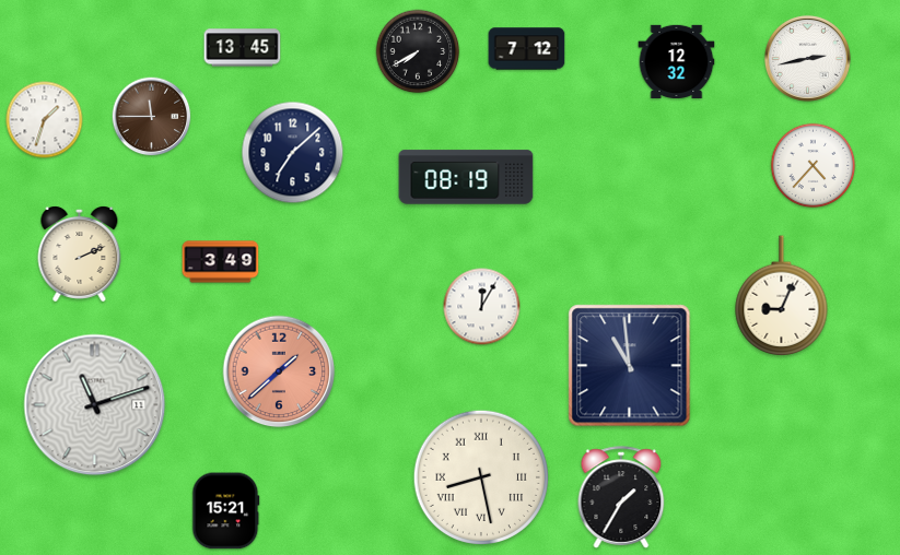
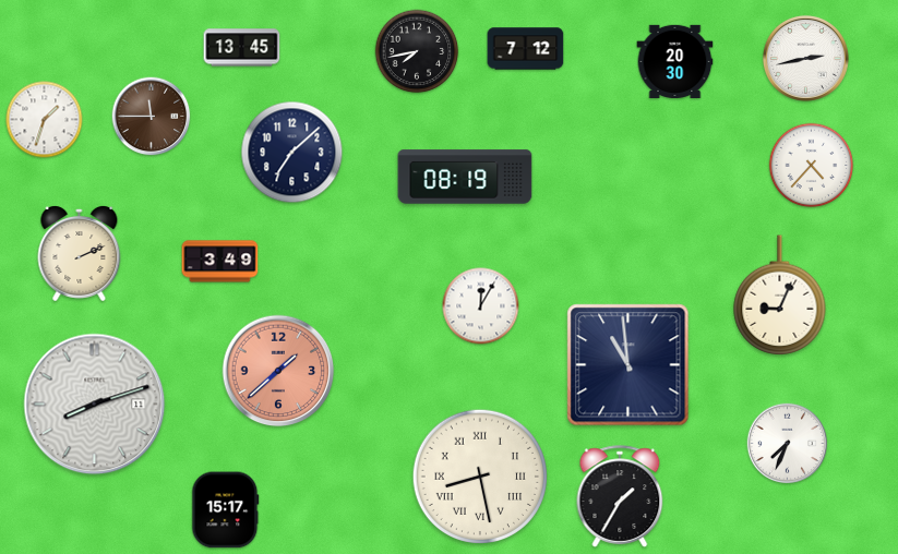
clock at (418, 51): 7:40 -> 7:43
clock at (677, 62): 12:32 -> 20:30
clock at (95, 405): 11:12 -> 8:12
clock at (788, 444): none -> 7:34
clock at (226, 511): 15:21 -> 15:17
